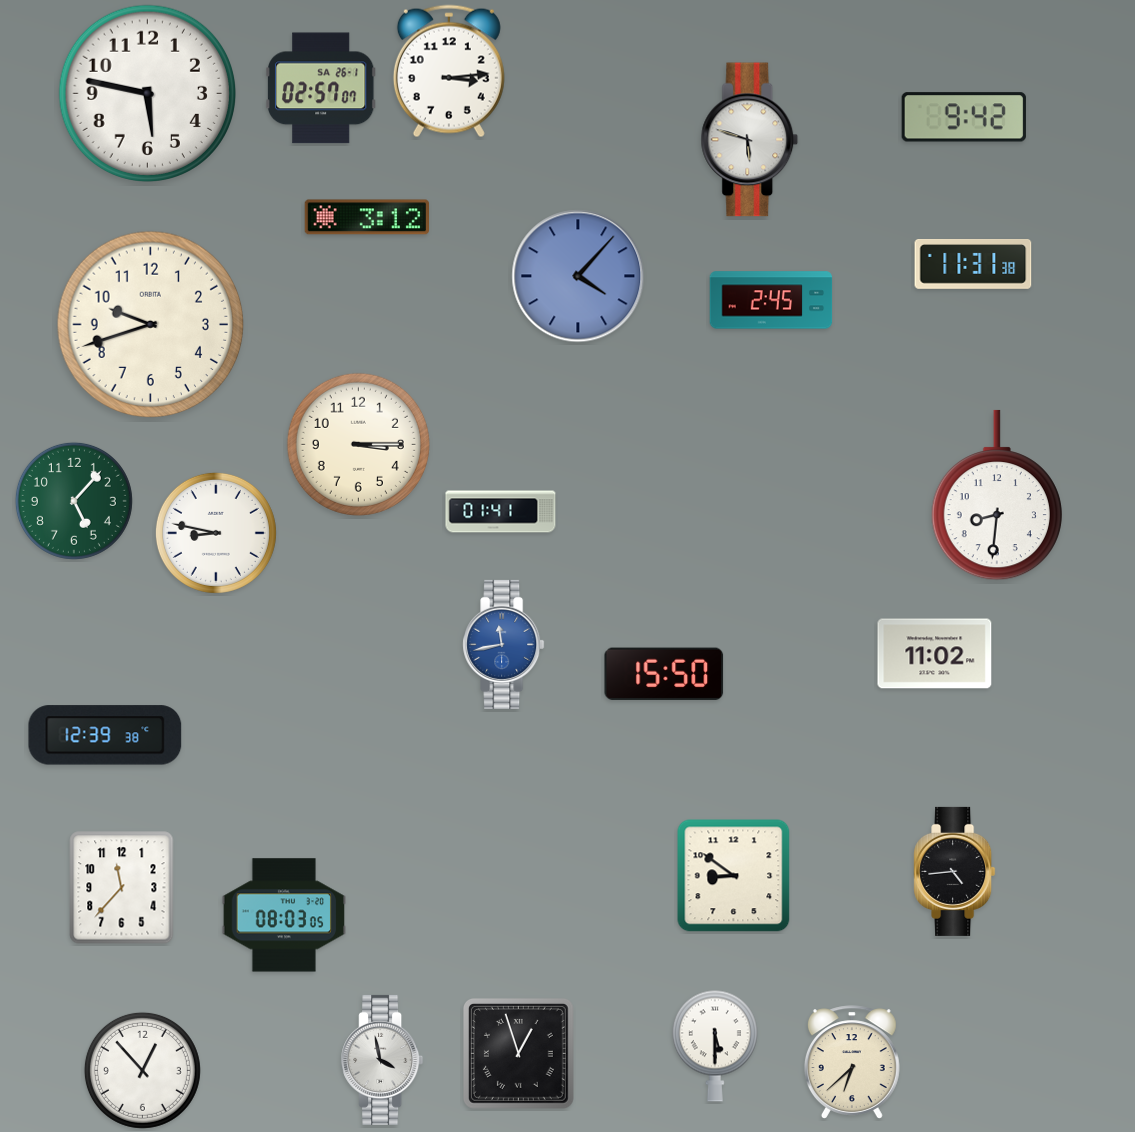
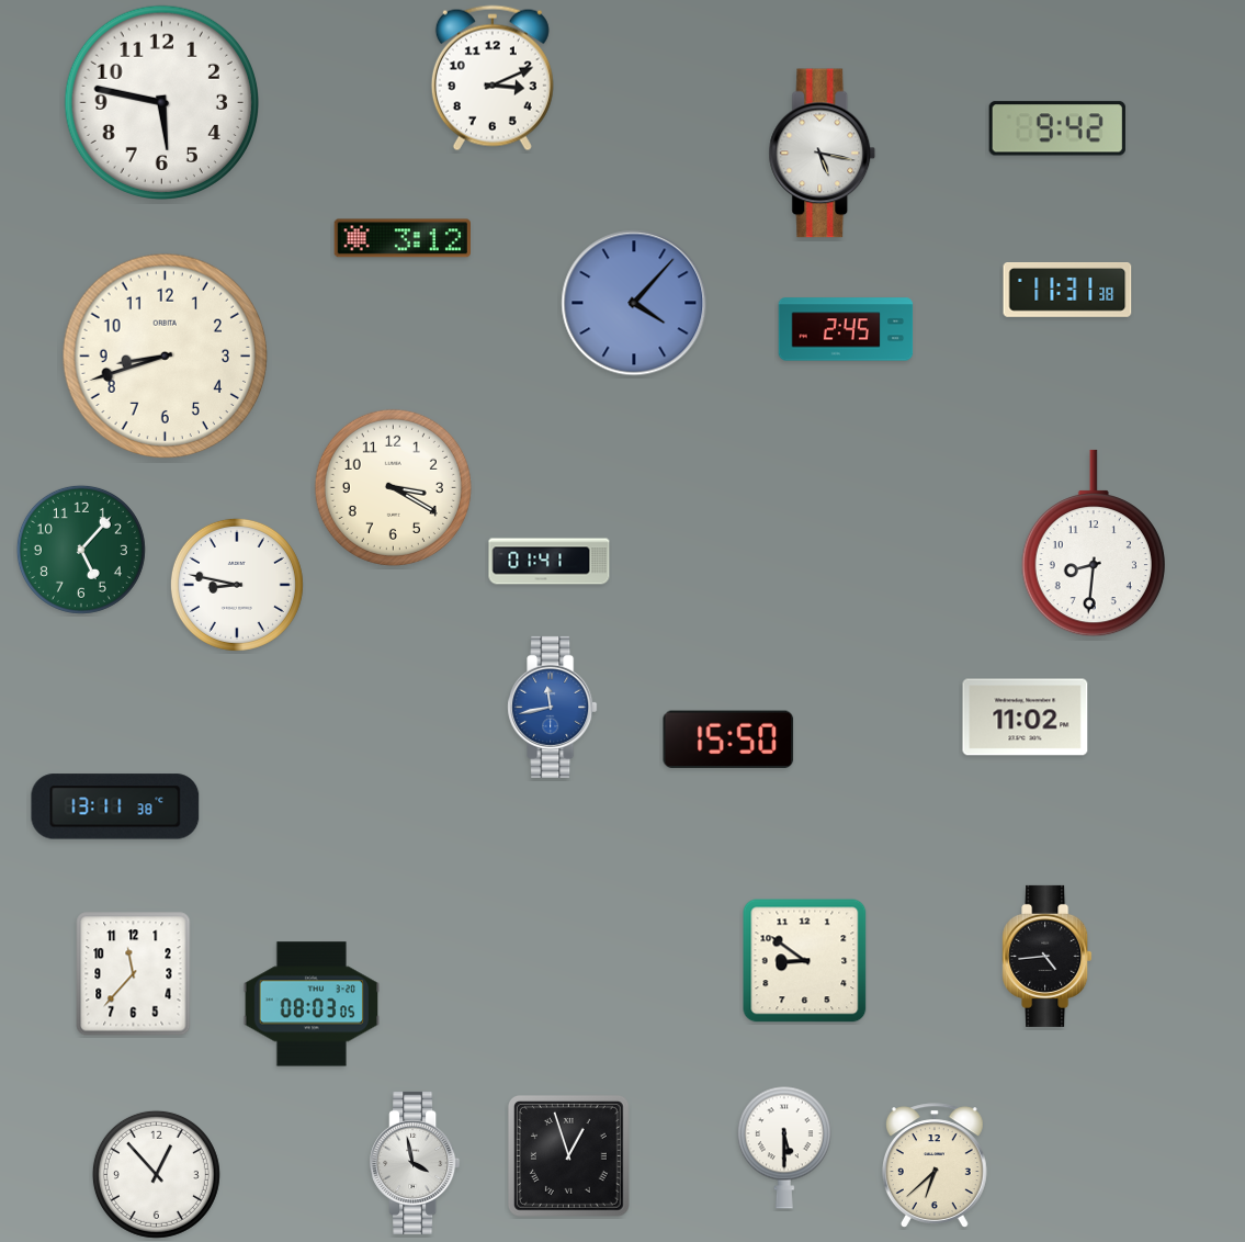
clock at (449, 71): 3:14 -> 3:11
clock at (321, 88): 02:57 -> none
clock at (750, 140): 5:48 -> 5:17
clock at (151, 325): 9:42 -> 8:42
clock at (358, 444): 3:15 -> 3:20
clock at (105, 735): 12:39 -> 13:11
clock at (382, 1060) position: (382, 1060) -> (415, 1163)
